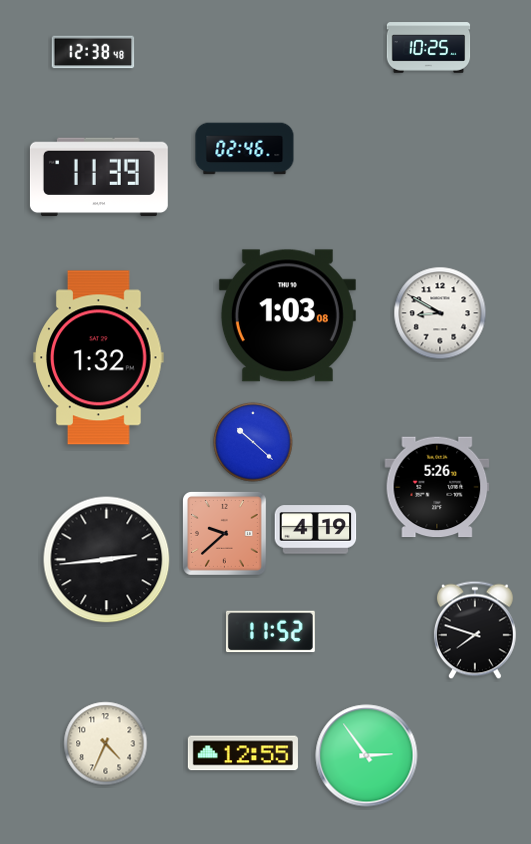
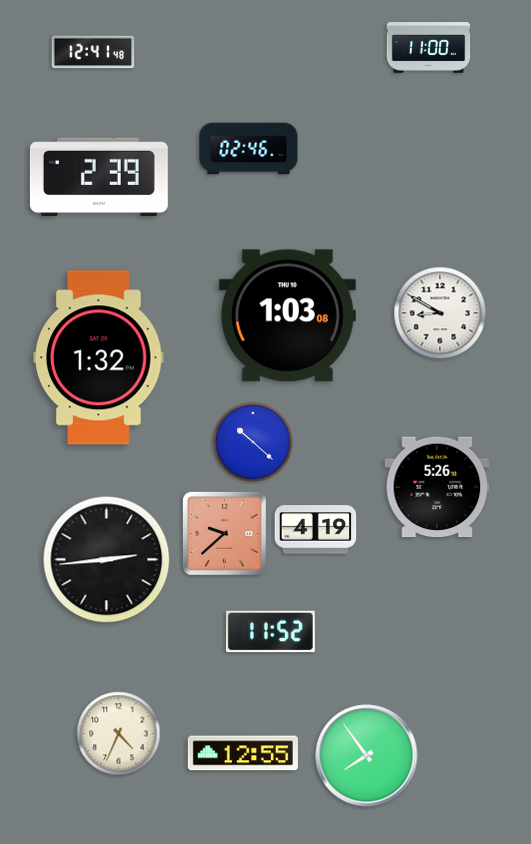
clock at (429, 48): 10:25 -> 11:00
clock at (93, 52): 12:38 -> 12:41
clock at (245, 149) position: (245, 149) -> (249, 149)
clock at (99, 177): 11:39 -> 2:39
clock at (475, 630): 7:48 -> none
clock at (106, 744) position: (106, 744) -> (119, 734)
clock at (367, 756): 2:54 -> 7:54
